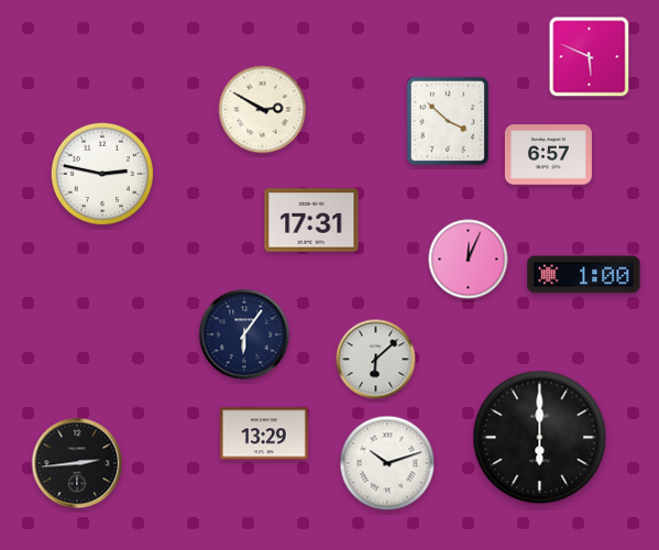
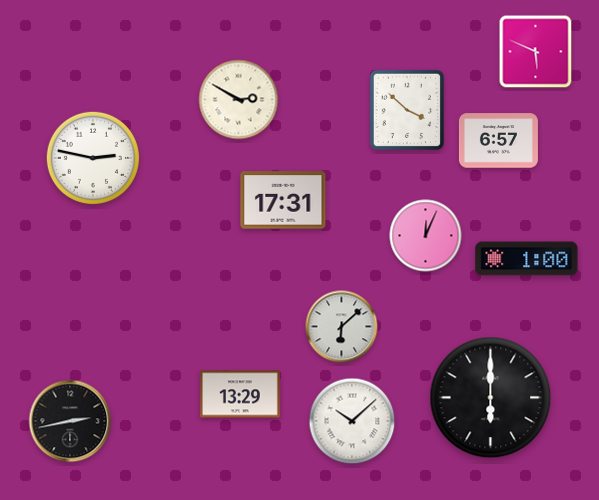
clock at (584, 275) position: (584, 275) -> (527, 259)
clock at (244, 334): 6:06 -> none
clock at (77, 463): 2:44 -> 2:43
clock at (387, 463): 10:12 -> 10:08
